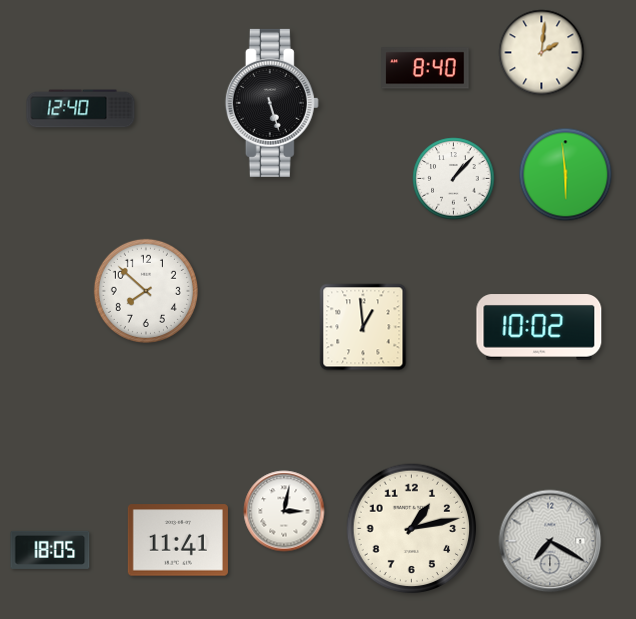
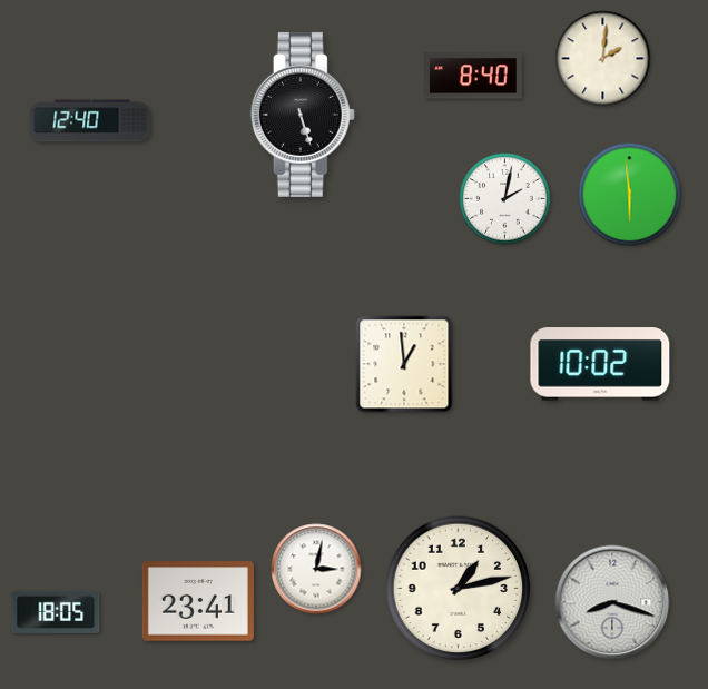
clock at (454, 179): 1:07 -> 2:02
clock at (146, 291): 7:52 -> none
clock at (178, 540): 11:41 -> 23:41
clock at (550, 541): 7:20 -> 8:18
